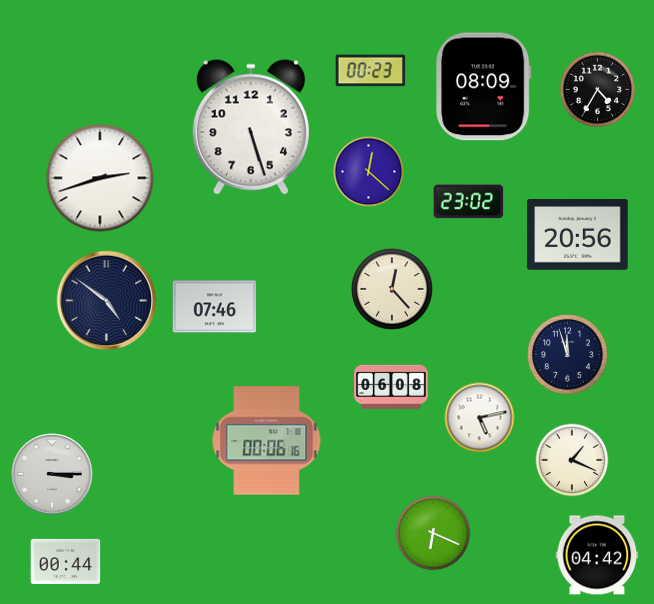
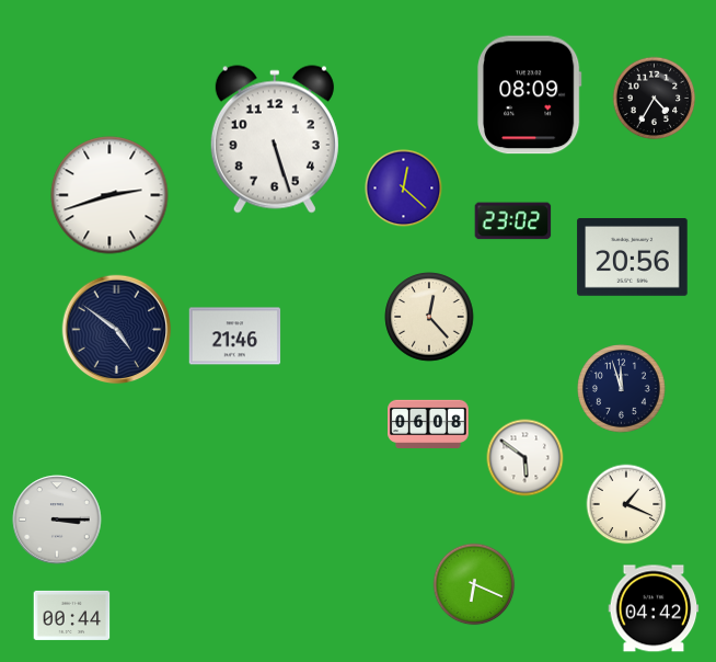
clock at (371, 71): 00:23 -> none
clock at (215, 307): 07:46 -> 21:46
clock at (480, 418): 5:13 -> 5:51
clock at (267, 441): 00:06 -> none
